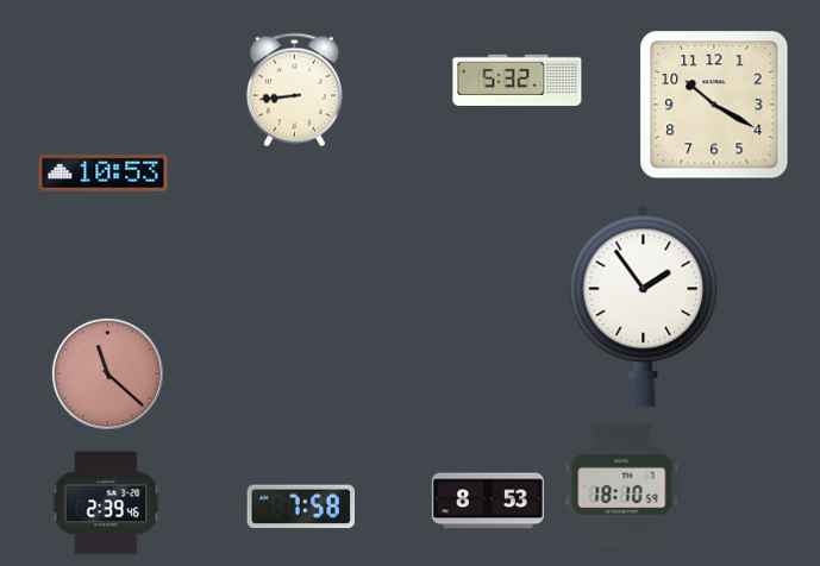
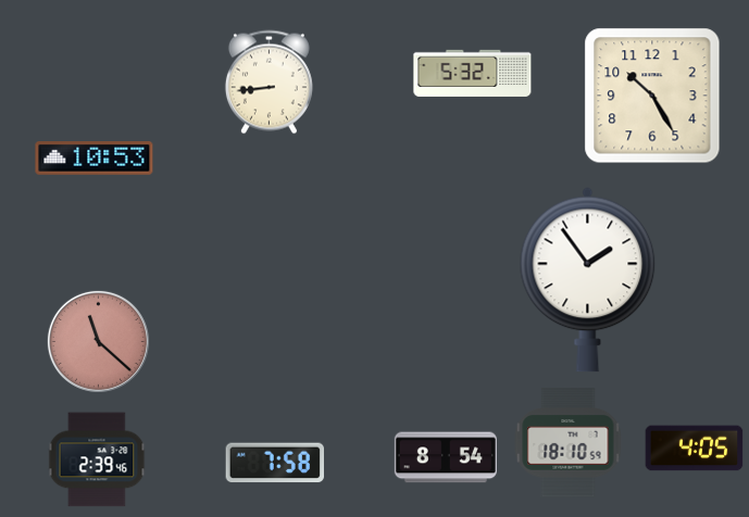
clock at (714, 105): 10:20 -> 10:25
clock at (695, 449): none -> 4:05
clock at (488, 501): 8:53 -> 8:54
